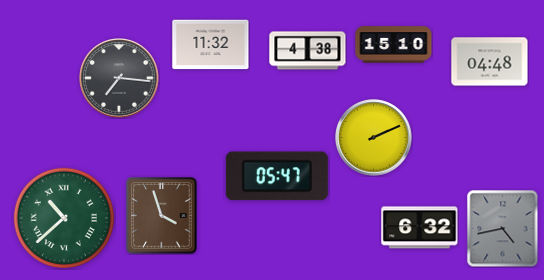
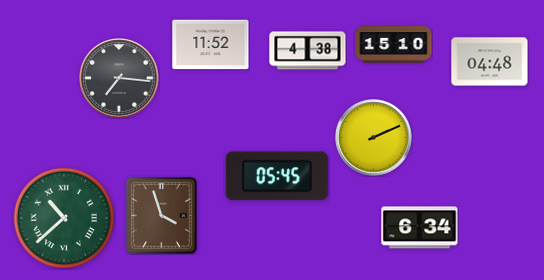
clock at (211, 45): 11:32 -> 11:52
clock at (277, 176): 05:47 -> 05:45
clock at (420, 228): 6:32 -> 6:34
clock at (503, 228): 4:43 -> none
